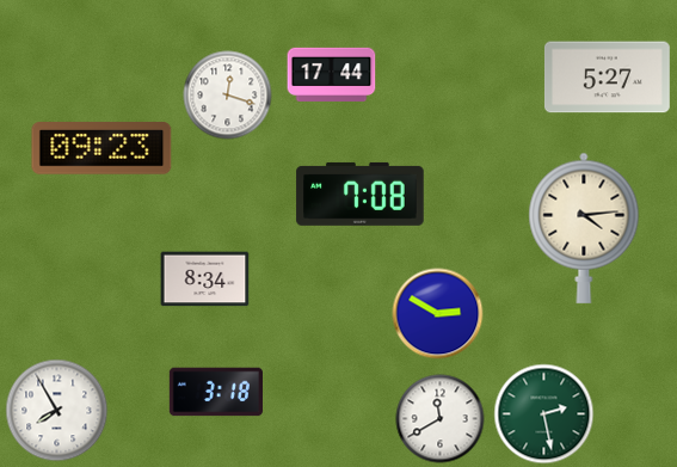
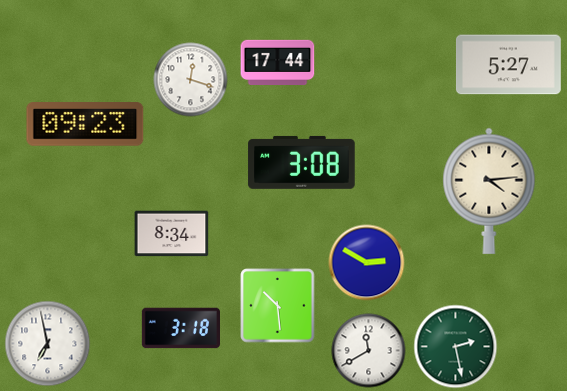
clock at (361, 193): 7:08 -> 3:08
clock at (278, 306): none -> 10:29
clock at (57, 411): 7:55 -> 6:58
